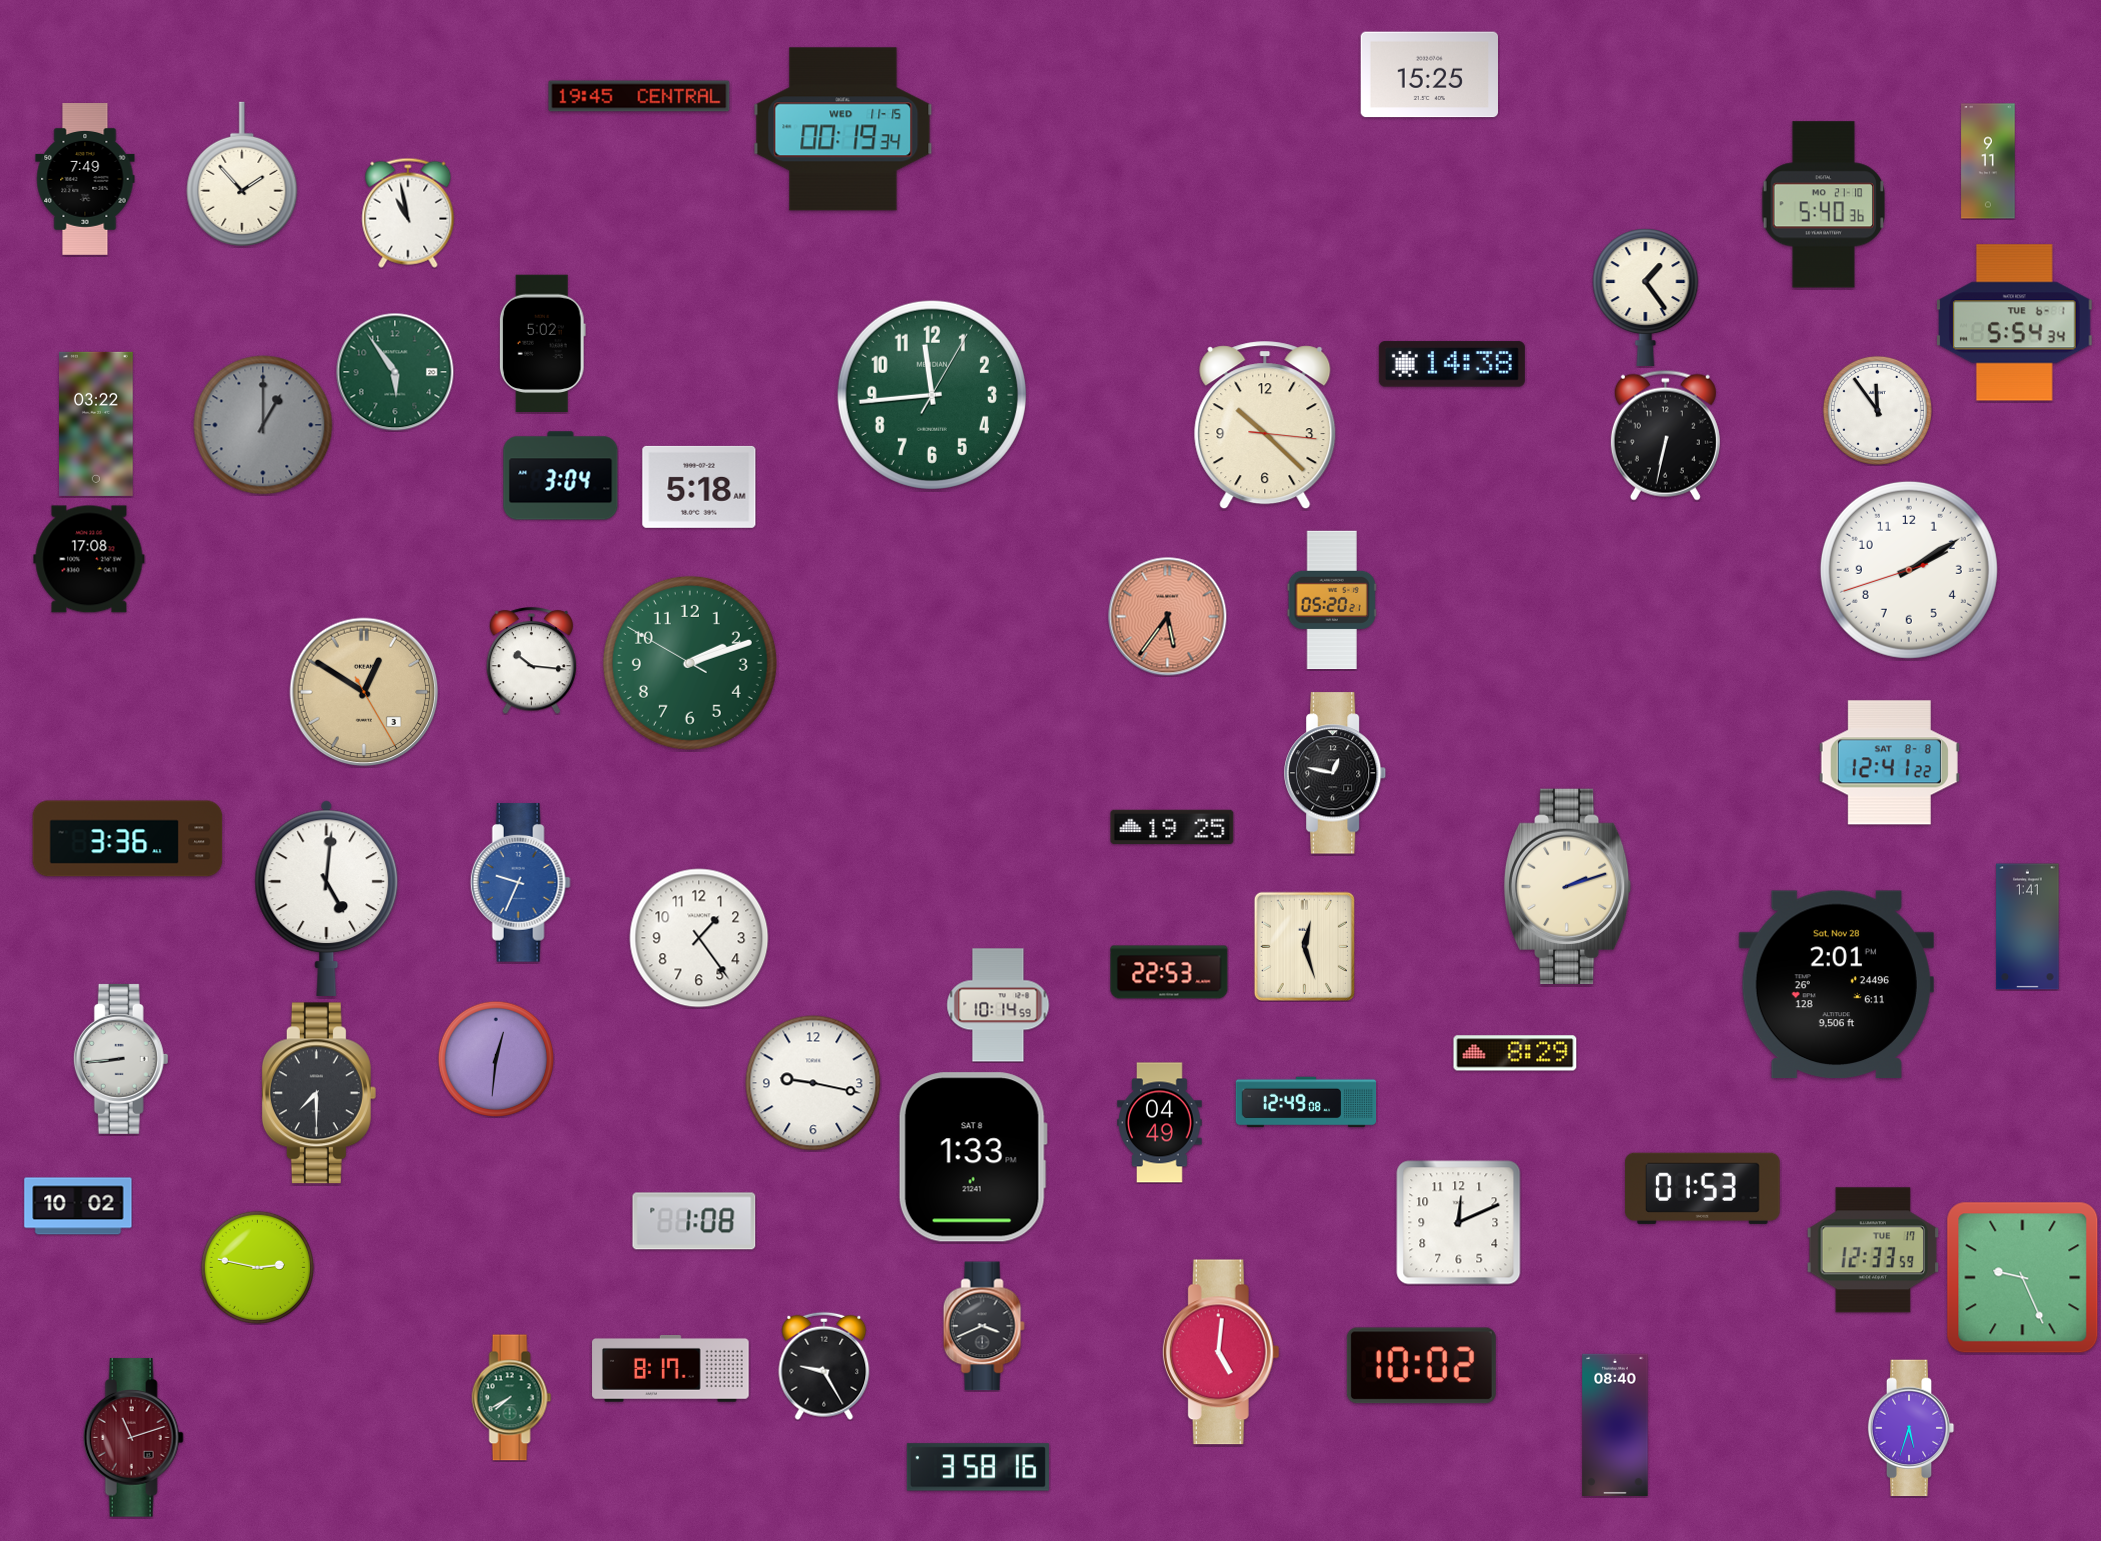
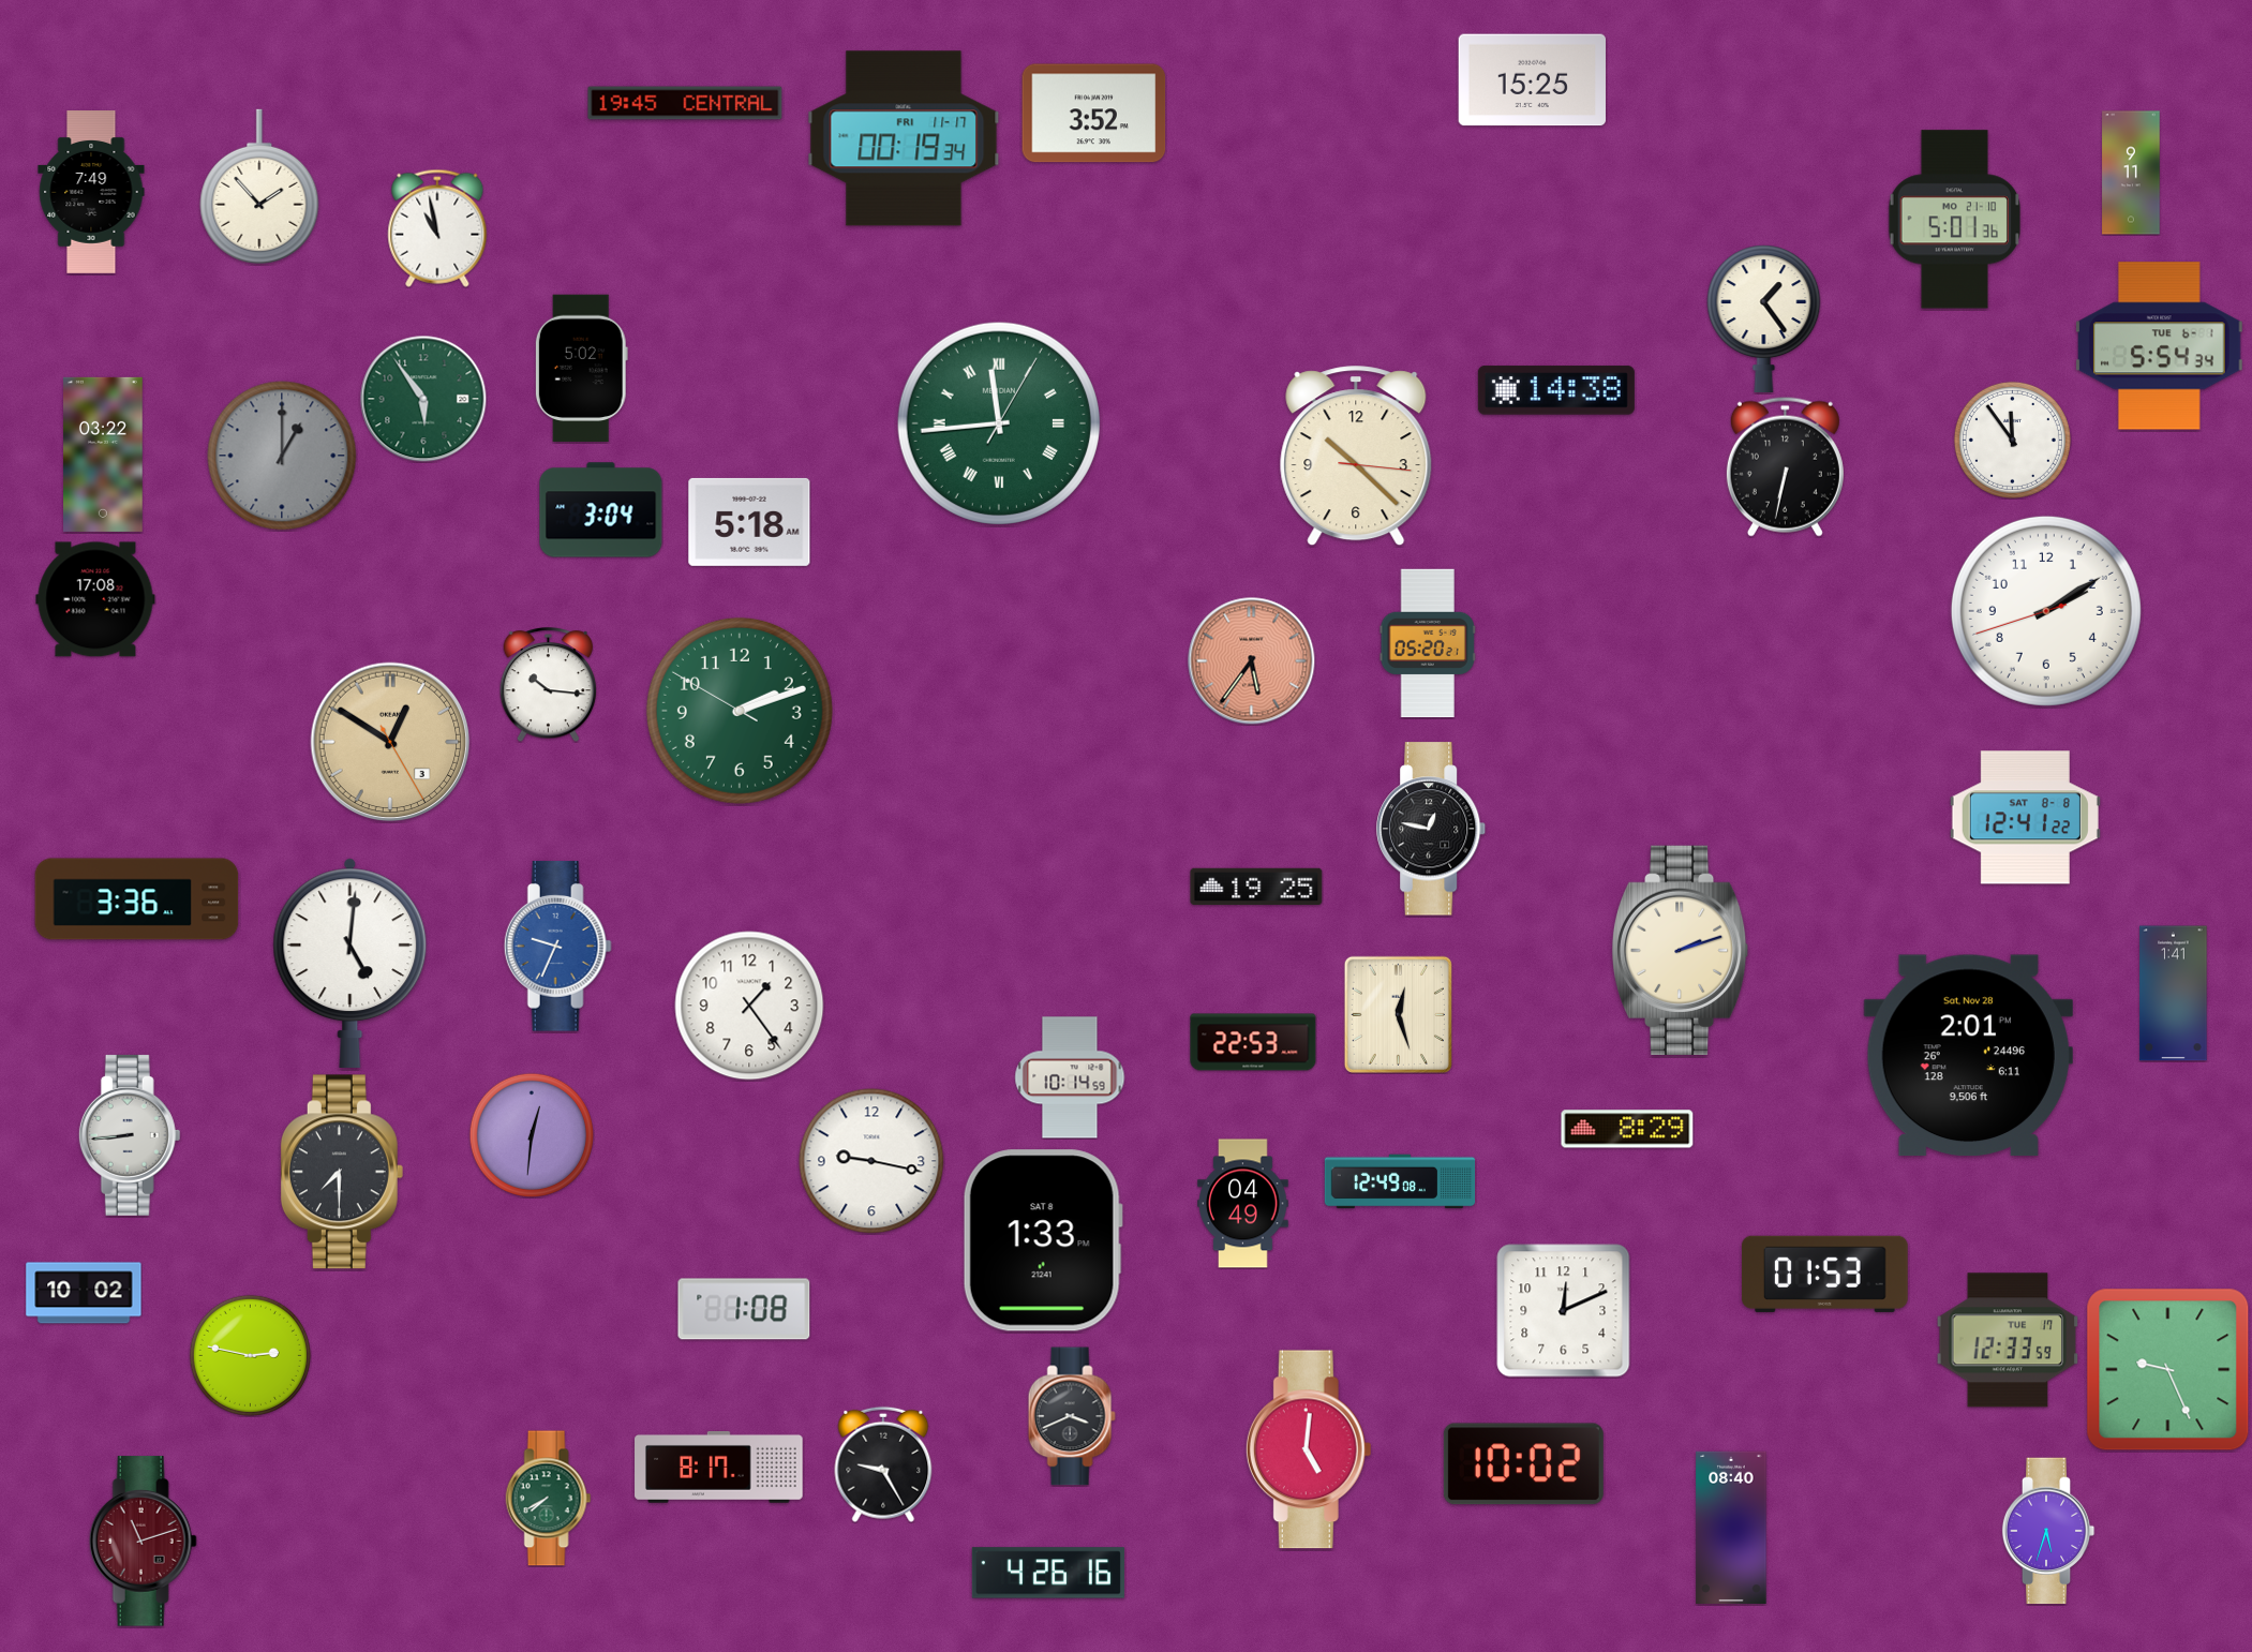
clock at (1094, 114): none -> 3:52
clock at (843, 129) date: WED 11-15 -> FRI 11-17
clock at (1824, 205): 5:40 -> 5:01
clock at (932, 395) numerals: Arabic -> Roman
clock at (532, 661) position: (532, 661) -> (549, 685)
clock at (1515, 1053) position: (1515, 1053) -> (1627, 1129)
clock at (257, 1267) position: (257, 1267) -> (250, 1355)
clock at (984, 1326) position: (984, 1326) -> (1072, 1416)
clock at (978, 1467): 3:58 -> 4:26
